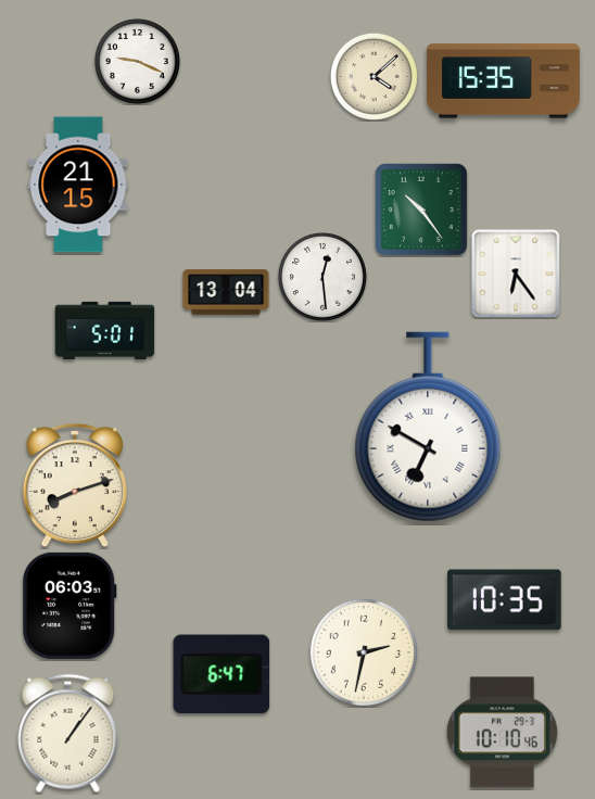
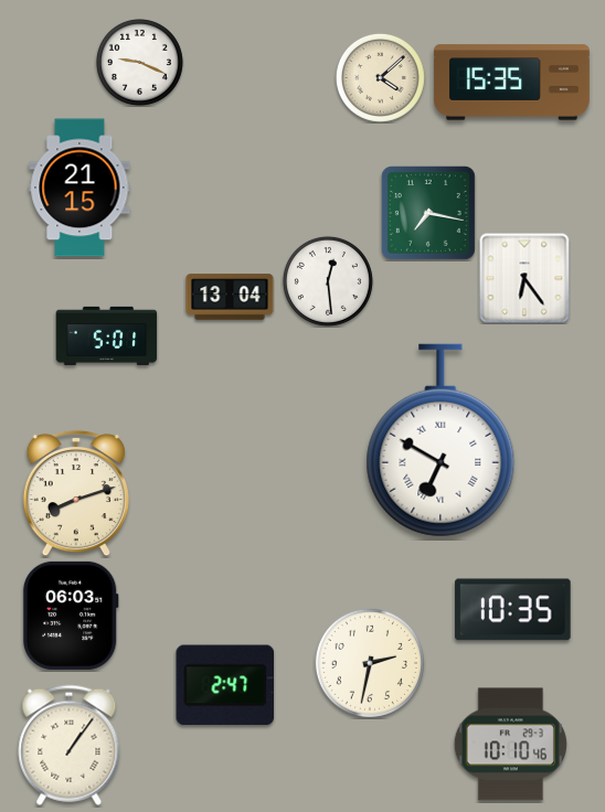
clock at (421, 210): 10:24 -> 7:17
clock at (428, 427) position: (428, 427) -> (441, 440)
clock at (221, 674): 6:47 -> 2:47
